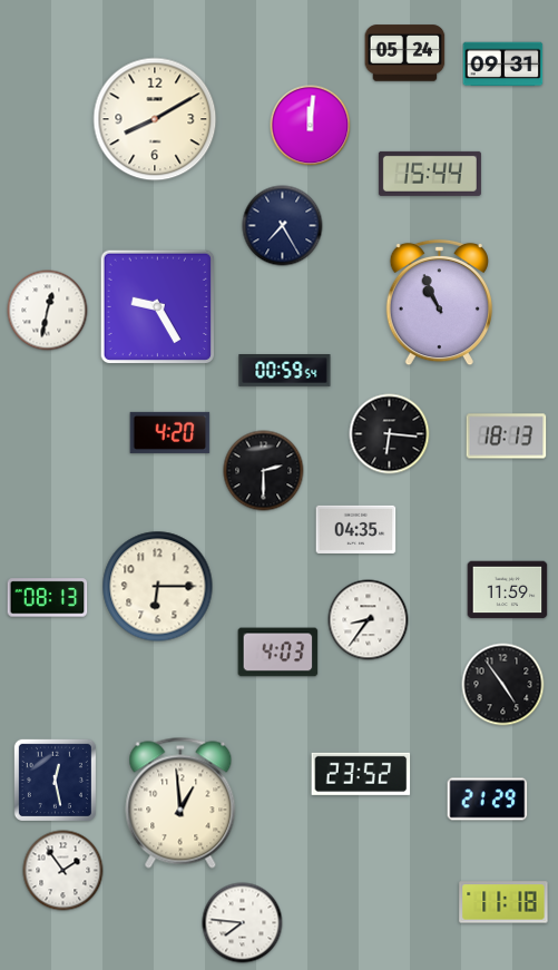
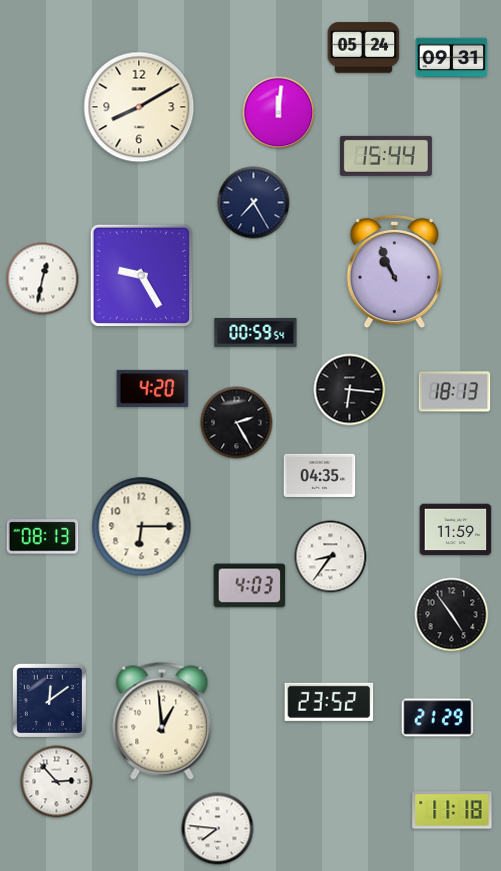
clock at (264, 471): 2:30 -> 2:25
clock at (361, 774) position: (361, 774) -> (329, 702)
clock at (55, 780): 12:28 -> 12:09
clock at (63, 871): 1:54 -> 2:53
